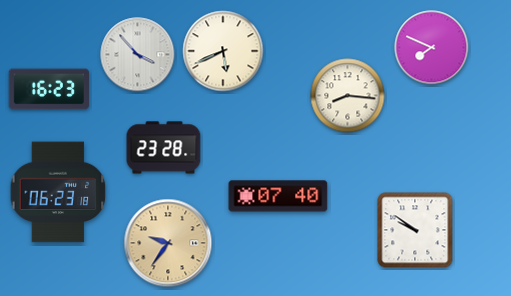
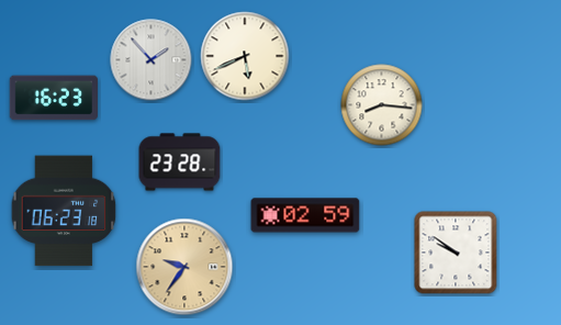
clock at (432, 48): 7:49 -> none
clock at (138, 55): 3:53 -> 1:53
clock at (278, 196): 07:40 -> 02:59
